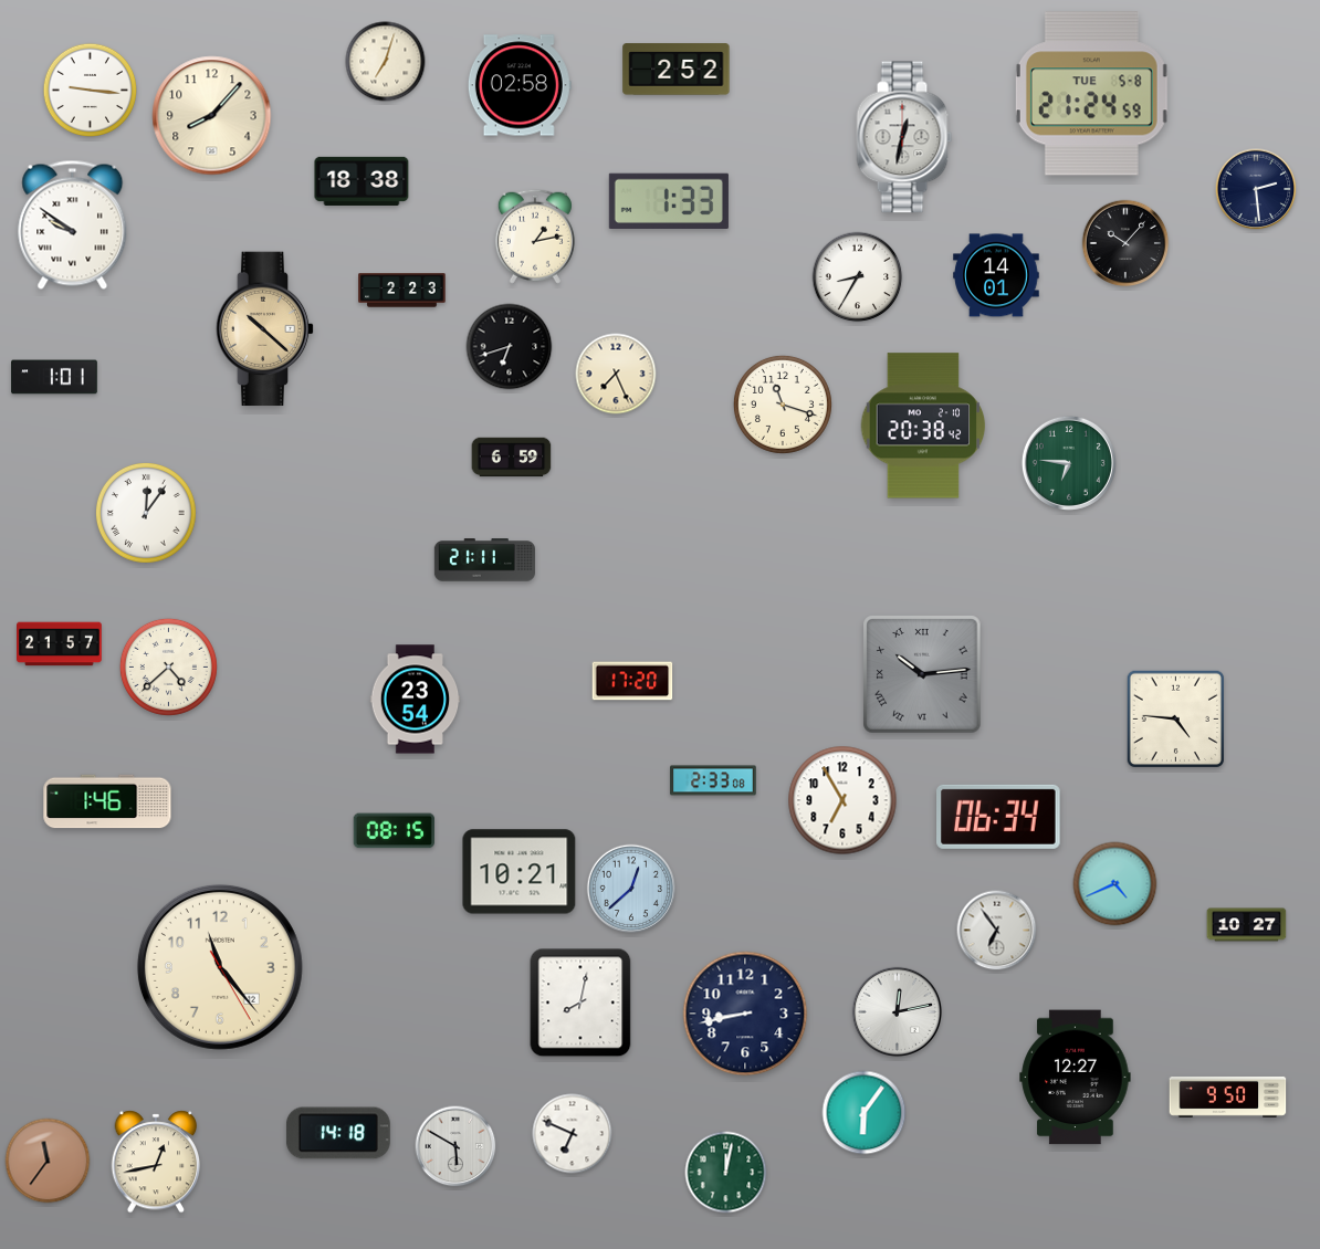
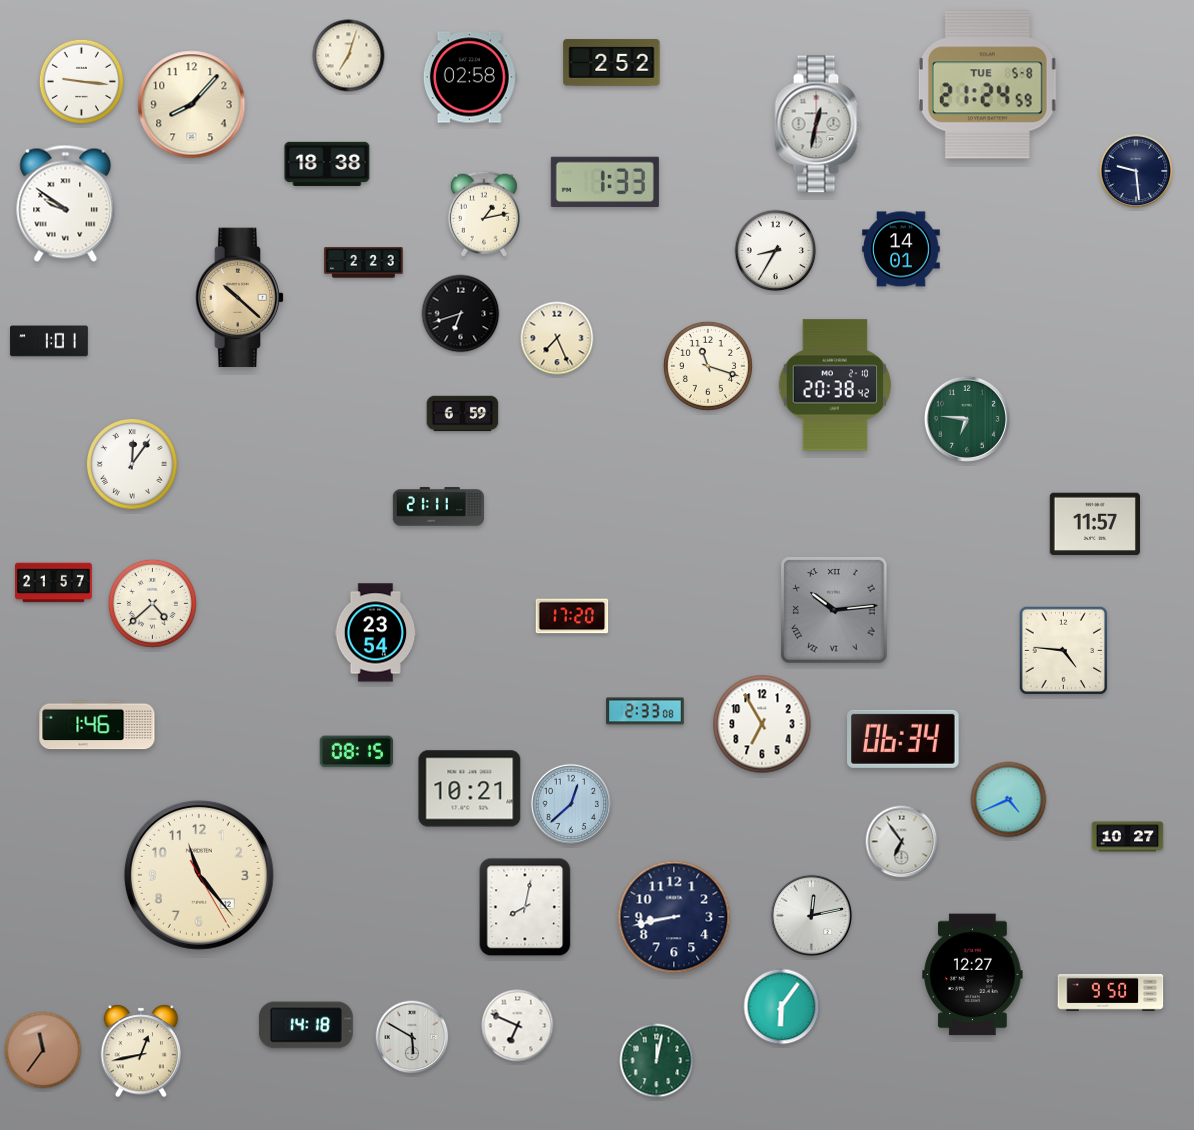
clock at (1256, 189): 2:29 -> 9:29
clock at (1125, 243): 10:07 -> none
clock at (1094, 524): none -> 11:57
clock at (713, 780) position: (713, 780) -> (645, 711)
